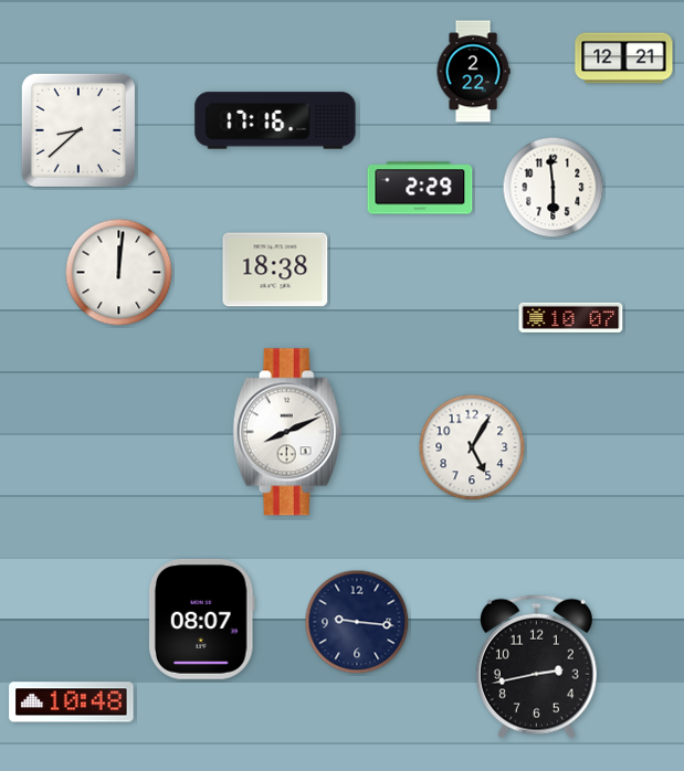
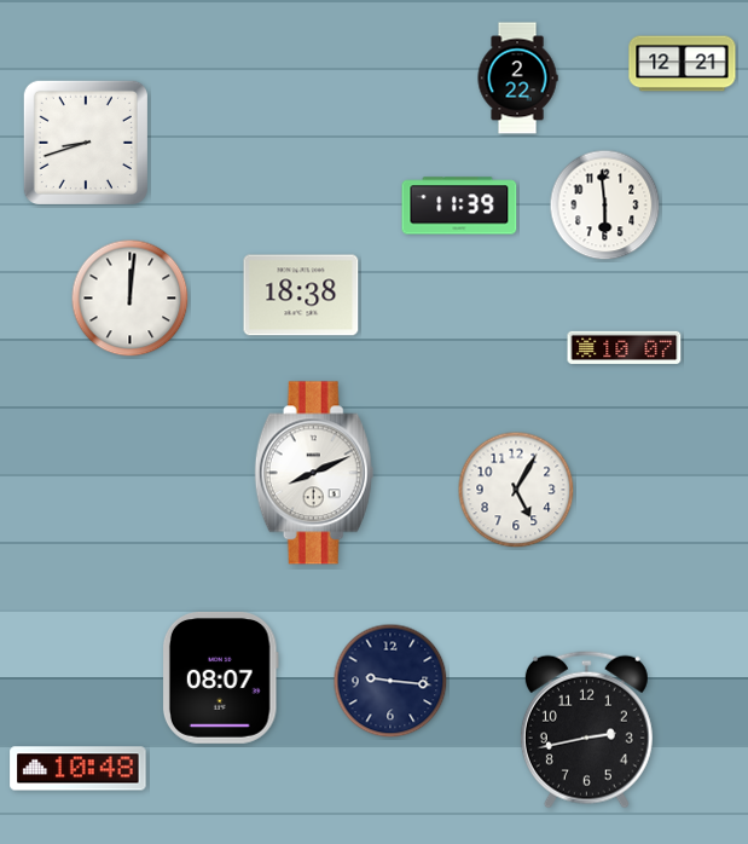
clock at (275, 120): 17:16 -> none
clock at (78, 130): 8:38 -> 8:42
clock at (420, 188): 2:29 -> 11:39
